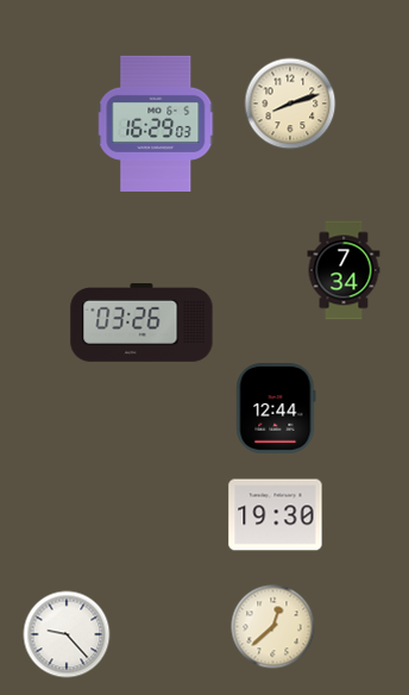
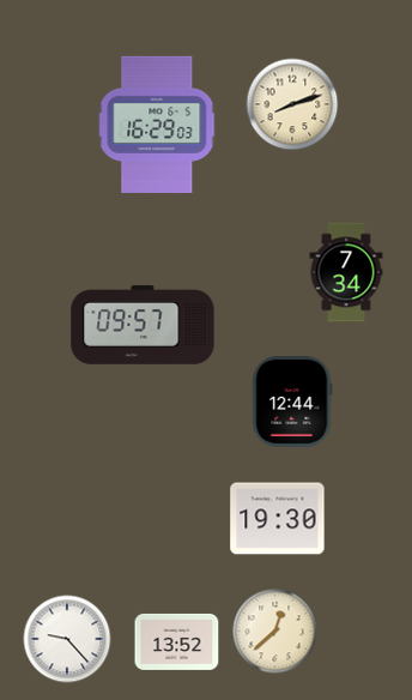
clock at (141, 324): 03:26 -> 09:57
clock at (276, 409) position: (276, 409) -> (292, 403)
clock at (177, 641): none -> 13:52
